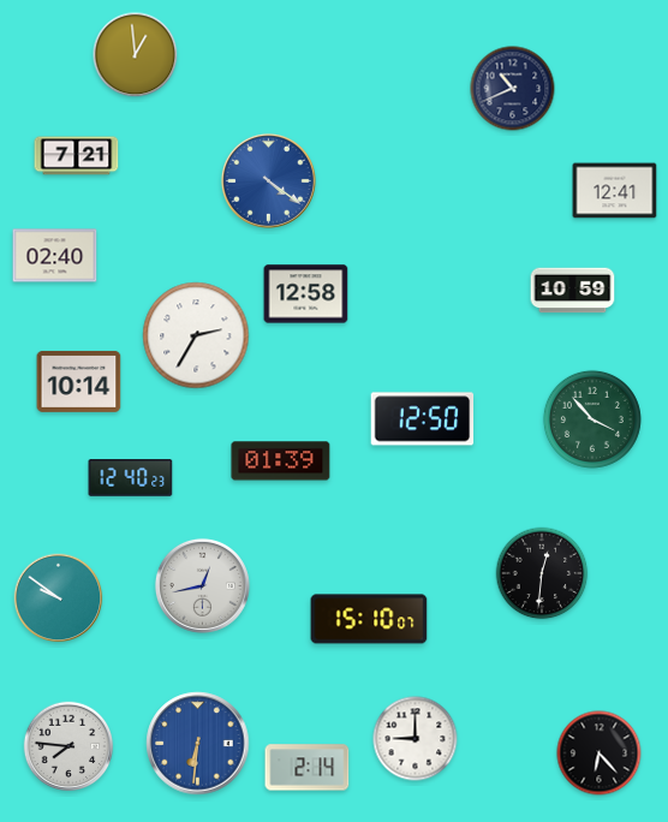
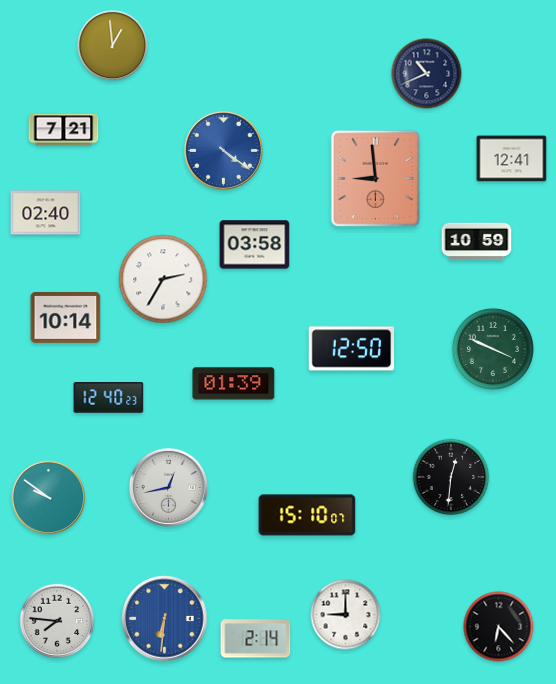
clock at (375, 179): none -> 8:59
clock at (306, 294): 12:58 -> 03:58
clock at (592, 419): 3:53 -> 3:49
